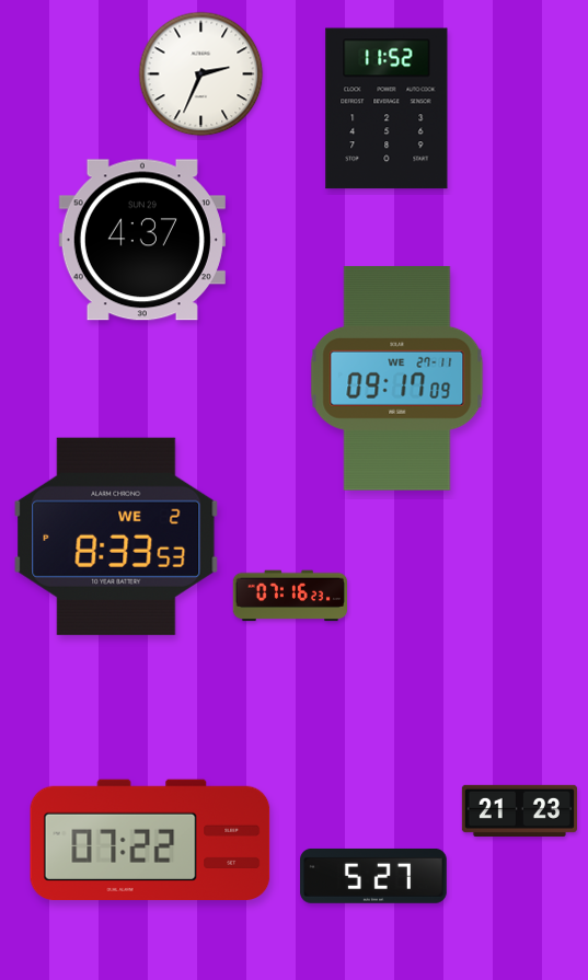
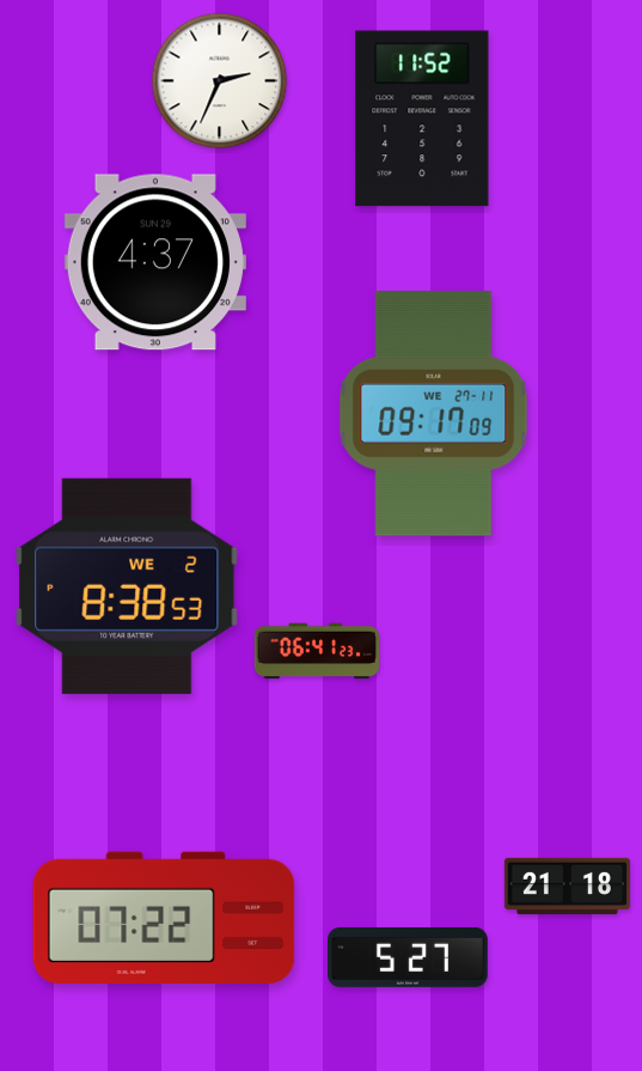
clock at (116, 537): 8:33 -> 8:38
clock at (289, 596): 07:16 -> 06:41
clock at (519, 810): 21:23 -> 21:18
